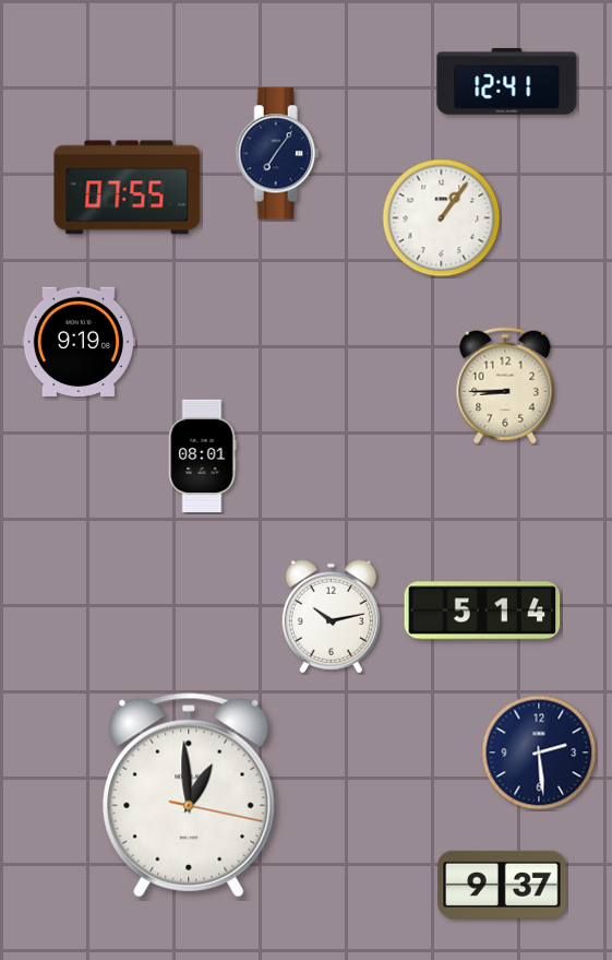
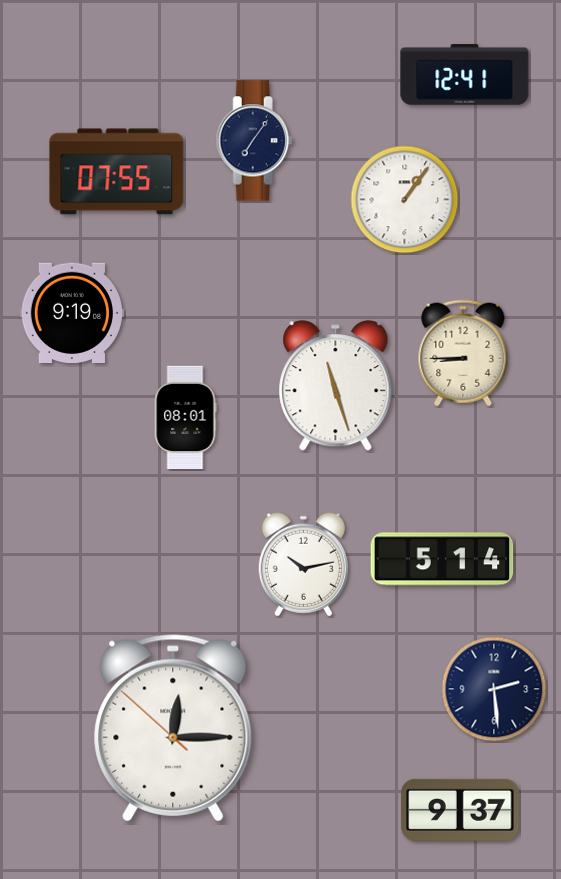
clock at (336, 386): none -> 11:27
clock at (189, 795): 12:59 -> 12:14
